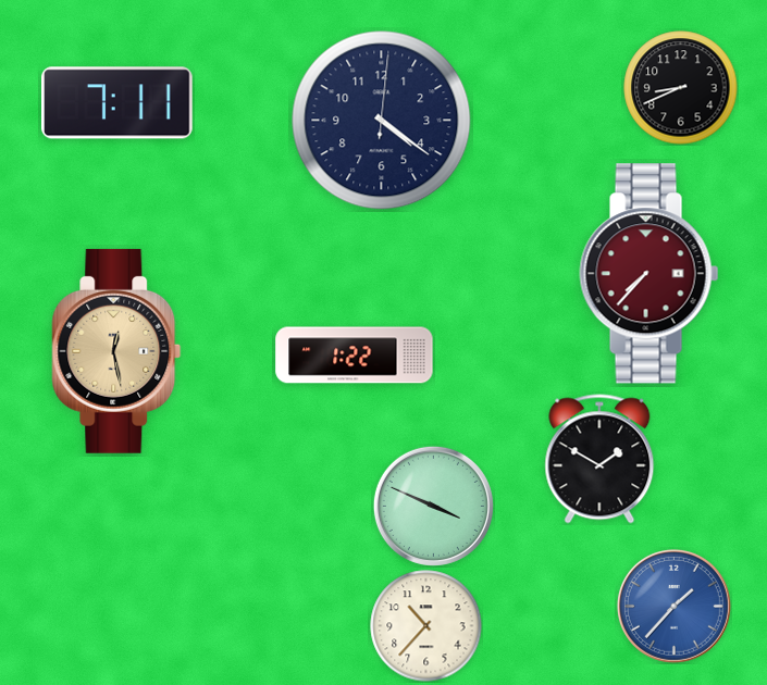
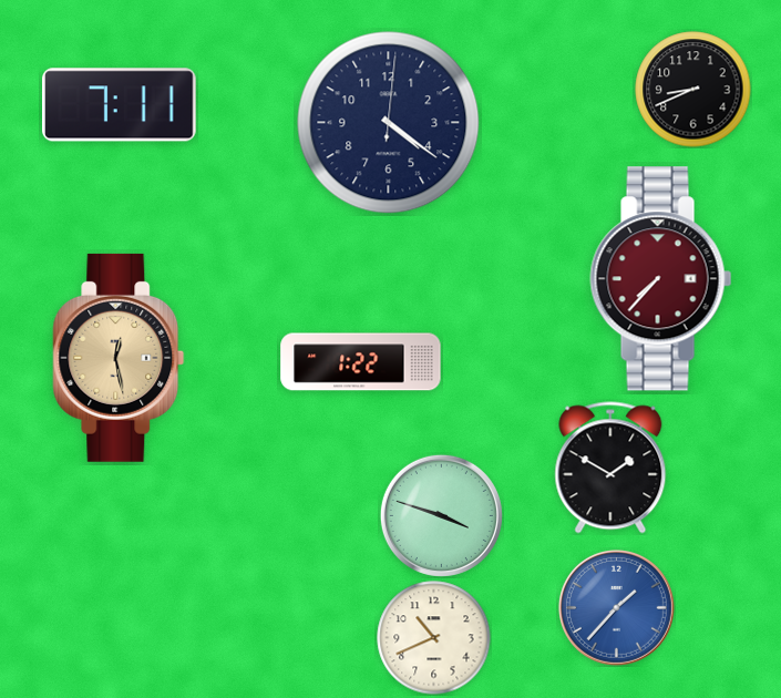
clock at (433, 506): 3:49 -> 3:48
clock at (673, 606) position: (673, 606) -> (616, 607)
clock at (426, 626): 10:37 -> 10:41
